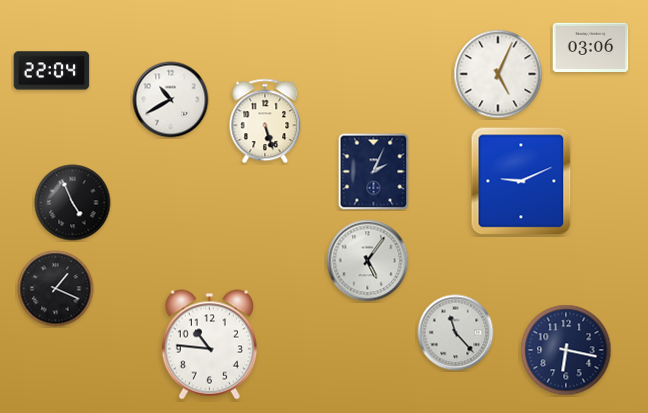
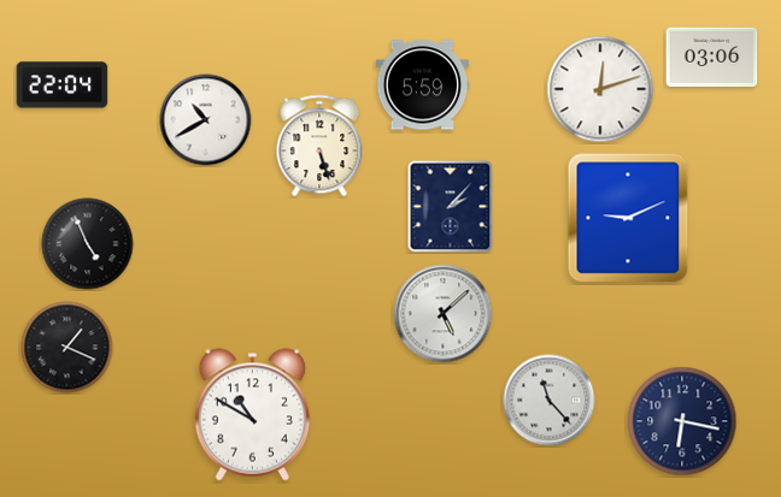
clock at (423, 85): none -> 5:59
clock at (498, 74): 5:04 -> 12:12
clock at (374, 172): 2:04 -> 2:07
clock at (368, 261): 5:06 -> 5:08
clock at (209, 345): 10:46 -> 10:50
